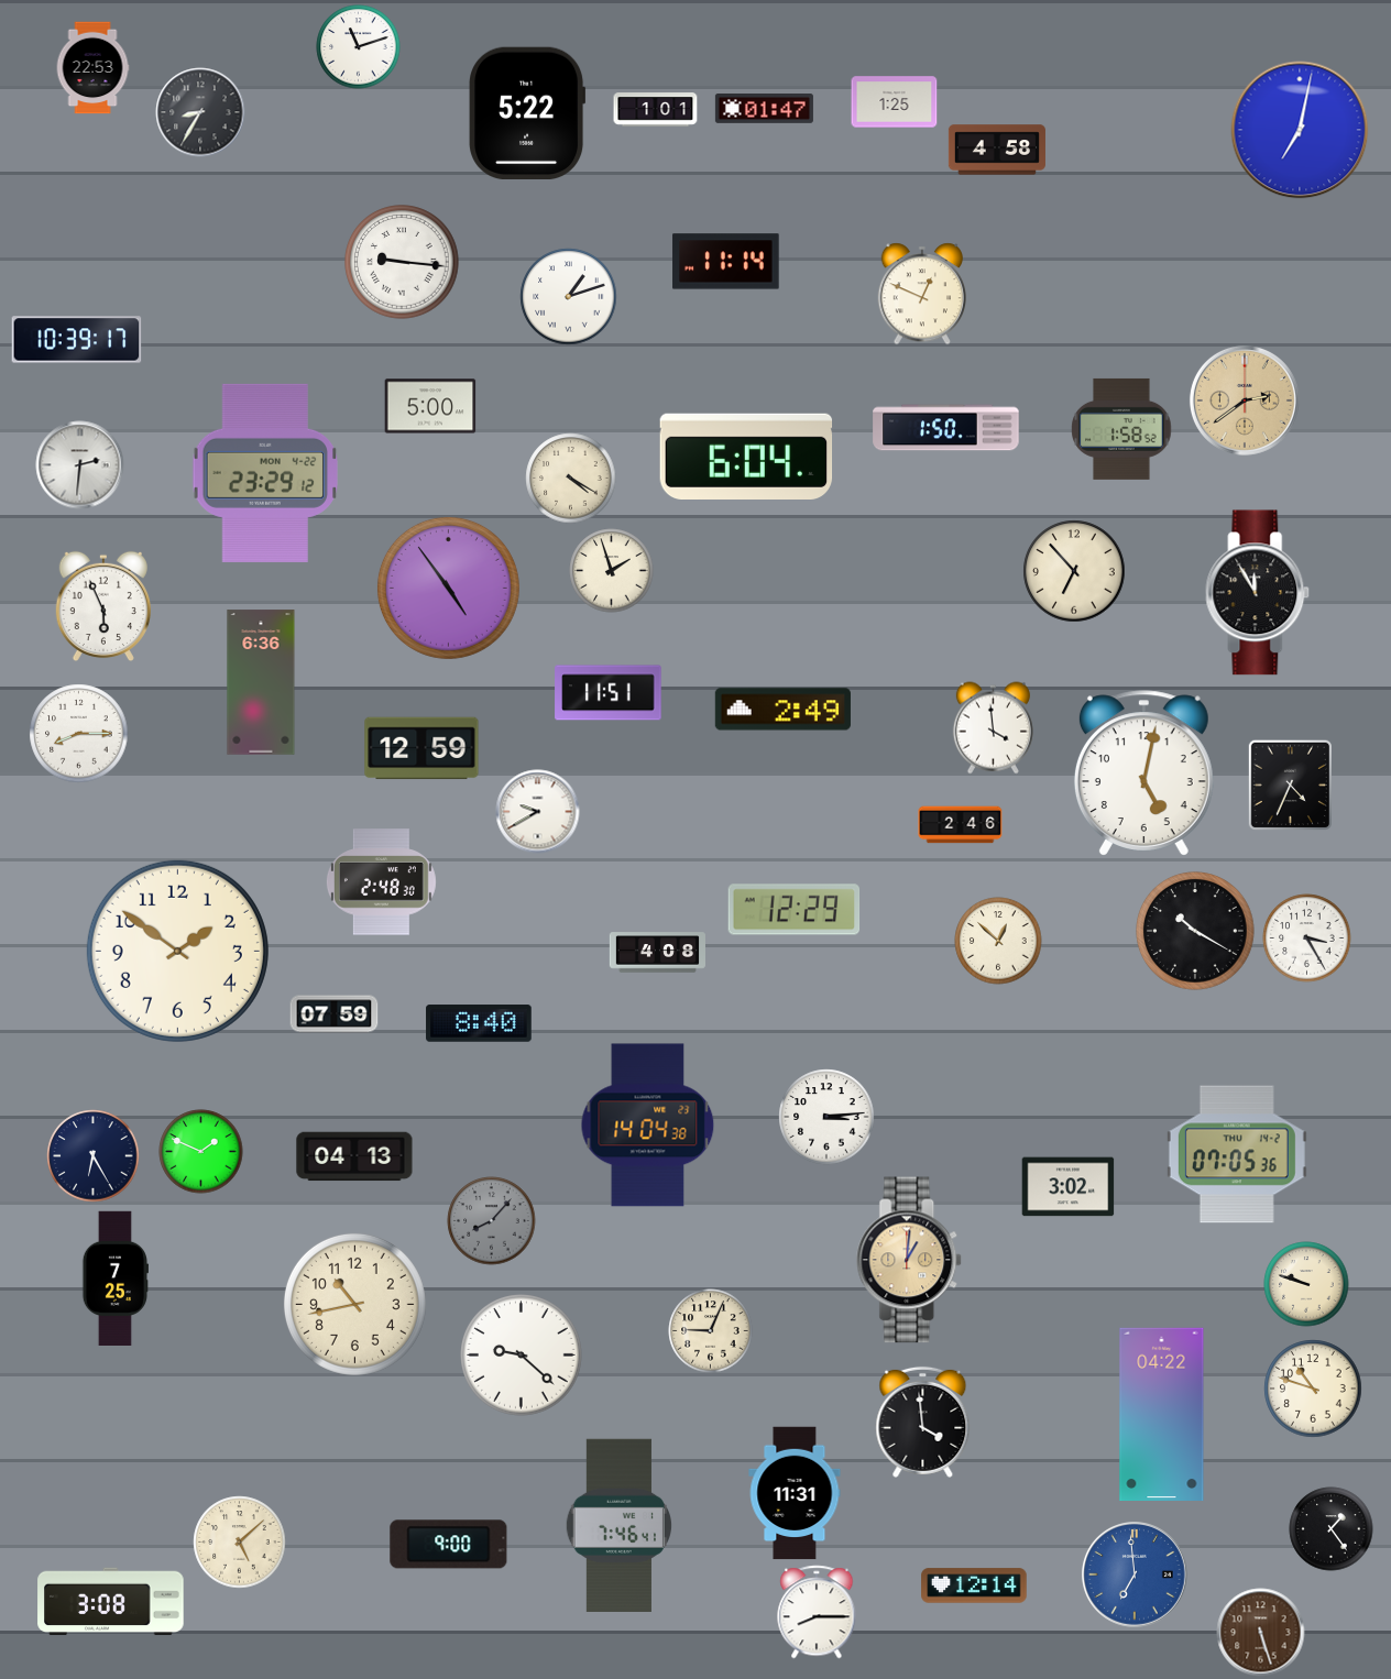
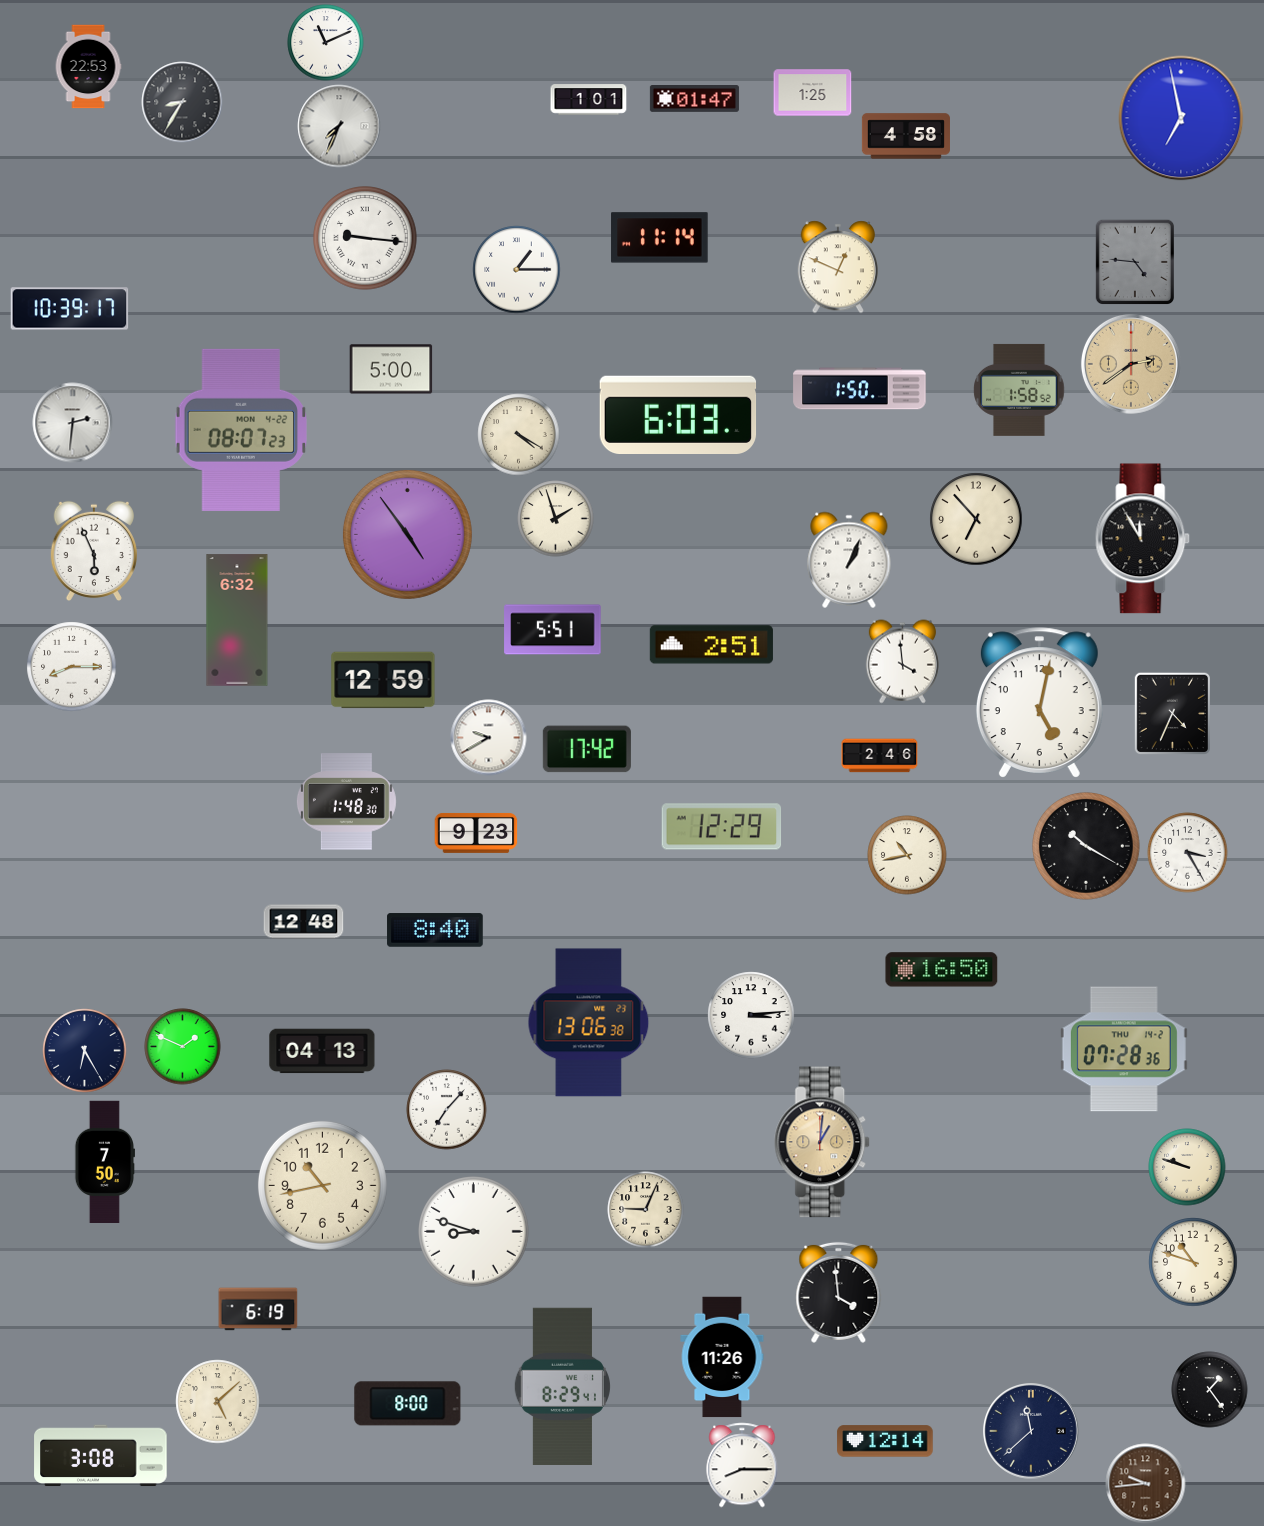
clock at (359, 47): 11:12 -> 11:11
clock at (92, 68) position: (92, 68) -> (88, 67)
clock at (656, 110) position: (656, 110) -> (589, 100)
clock at (527, 112): 5:22 -> none
clock at (1300, 130): 7:02 -> 6:58
clock at (339, 126): none -> 7:34
clock at (1134, 261): none -> 4:46
clock at (569, 297): 1:12 -> 1:15
clock at (746, 456): 6:04 -> 6:03
clock at (265, 473): 23:29 -> 08:07
clock at (849, 560): none -> 1:04
clock at (261, 682): 6:36 -> 6:32
clock at (609, 693): 11:51 -> 5:51
clock at (782, 710): 2:49 -> 2:51
clock at (587, 749): none -> 17:42
clock at (961, 825) position: (961, 825) -> (880, 756)
clock at (381, 882): 2:48 -> 1:48
clock at (476, 833): none -> 9:23
clock at (998, 941): 12:52 -> 10:43
clock at (177, 951): 1:51 -> none
clock at (657, 953): 4:08 -> none
clock at (335, 1014): 07:59 -> 12:48
clock at (942, 970): none -> 16:50
clock at (648, 1126): 14:04 -> 13:06
clock at (1237, 1154): 07:05 -> 07:28
clock at (1069, 1187): 3:02 -> none
clock at (492, 1221): 8:07 -> 7:07
clock at (492, 1221) dial: grey -> white
clock at (910, 1260) position: (910, 1260) -> (823, 1142)
clock at (114, 1277): 7:25 -> 7:50
clock at (522, 1356): 9:22 -> 8:48
clock at (1162, 1414): 04:22 -> none
clock at (258, 1309): none -> 6:19
clock at (795, 1493): 11:31 -> 11:26
clock at (618, 1525): 7:46 -> 8:29
clock at (449, 1545): 9:00 -> 8:00
clock at (1136, 1576): 6:59 -> 11:38
clock at (1136, 1576) dial: blue -> navy
clock at (1261, 1633): 5:27 -> 9:44
